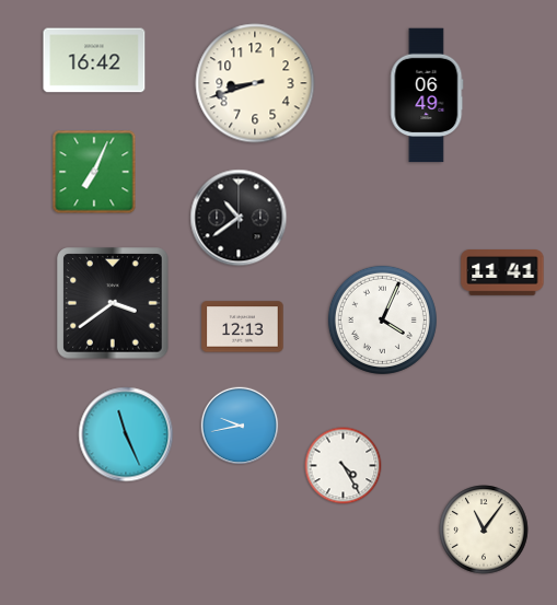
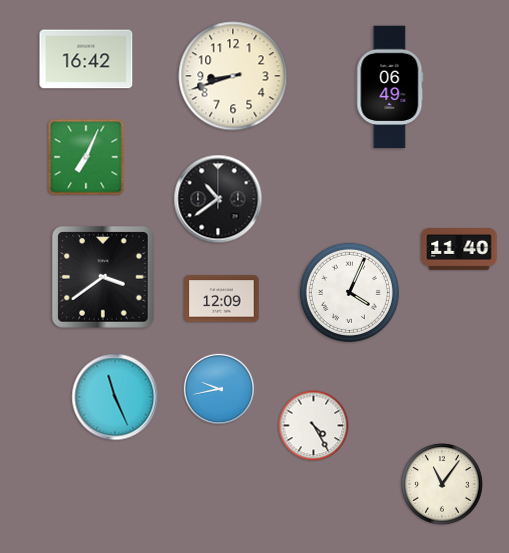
clock at (94, 60) position: (94, 60) -> (86, 59)
clock at (502, 274): 11:41 -> 11:40
clock at (243, 327): 12:13 -> 12:09
